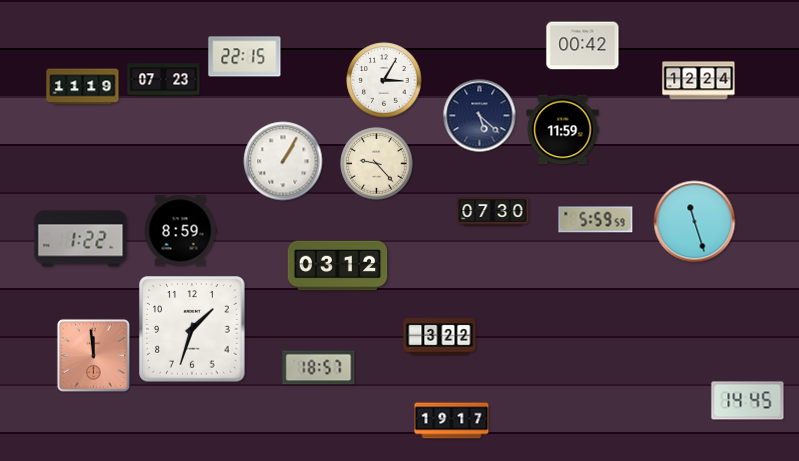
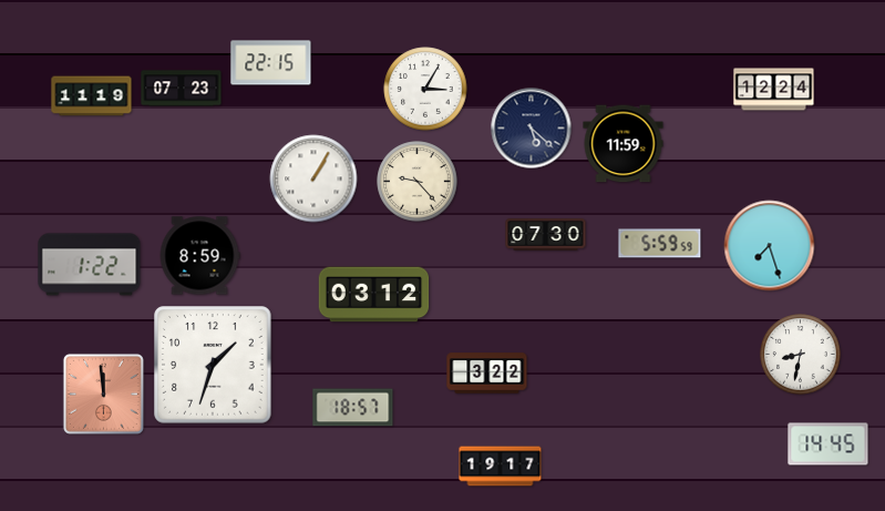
clock at (583, 46): 00:42 -> none
clock at (695, 222): 11:27 -> 7:27
clock at (801, 355): none -> 8:32
